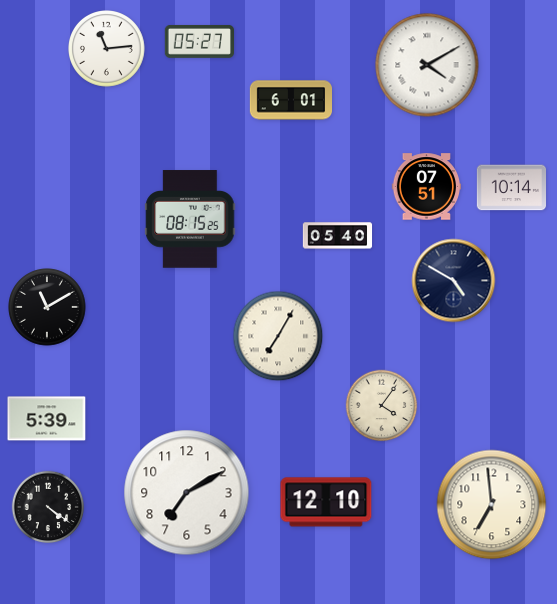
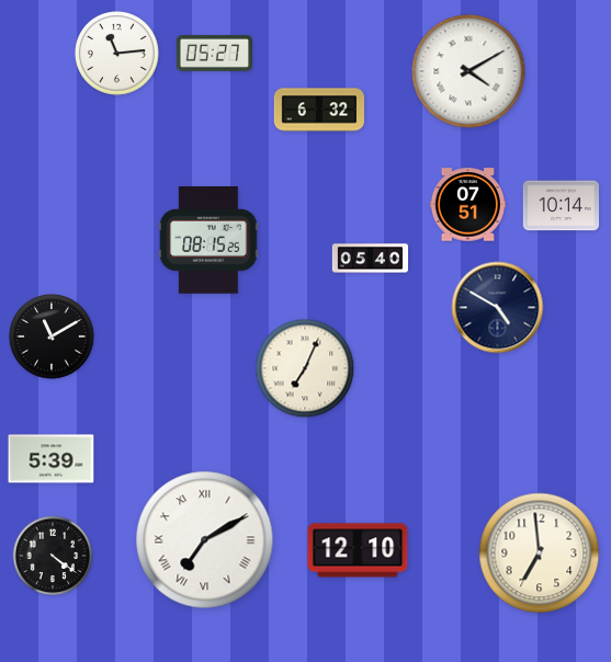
clock at (199, 42) position: (199, 42) -> (214, 54)
clock at (290, 100): 6:01 -> 6:32
clock at (278, 336): 7:05 -> 7:04
clock at (382, 406): 4:06 -> none
clock at (187, 493) numerals: Arabic -> Roman
